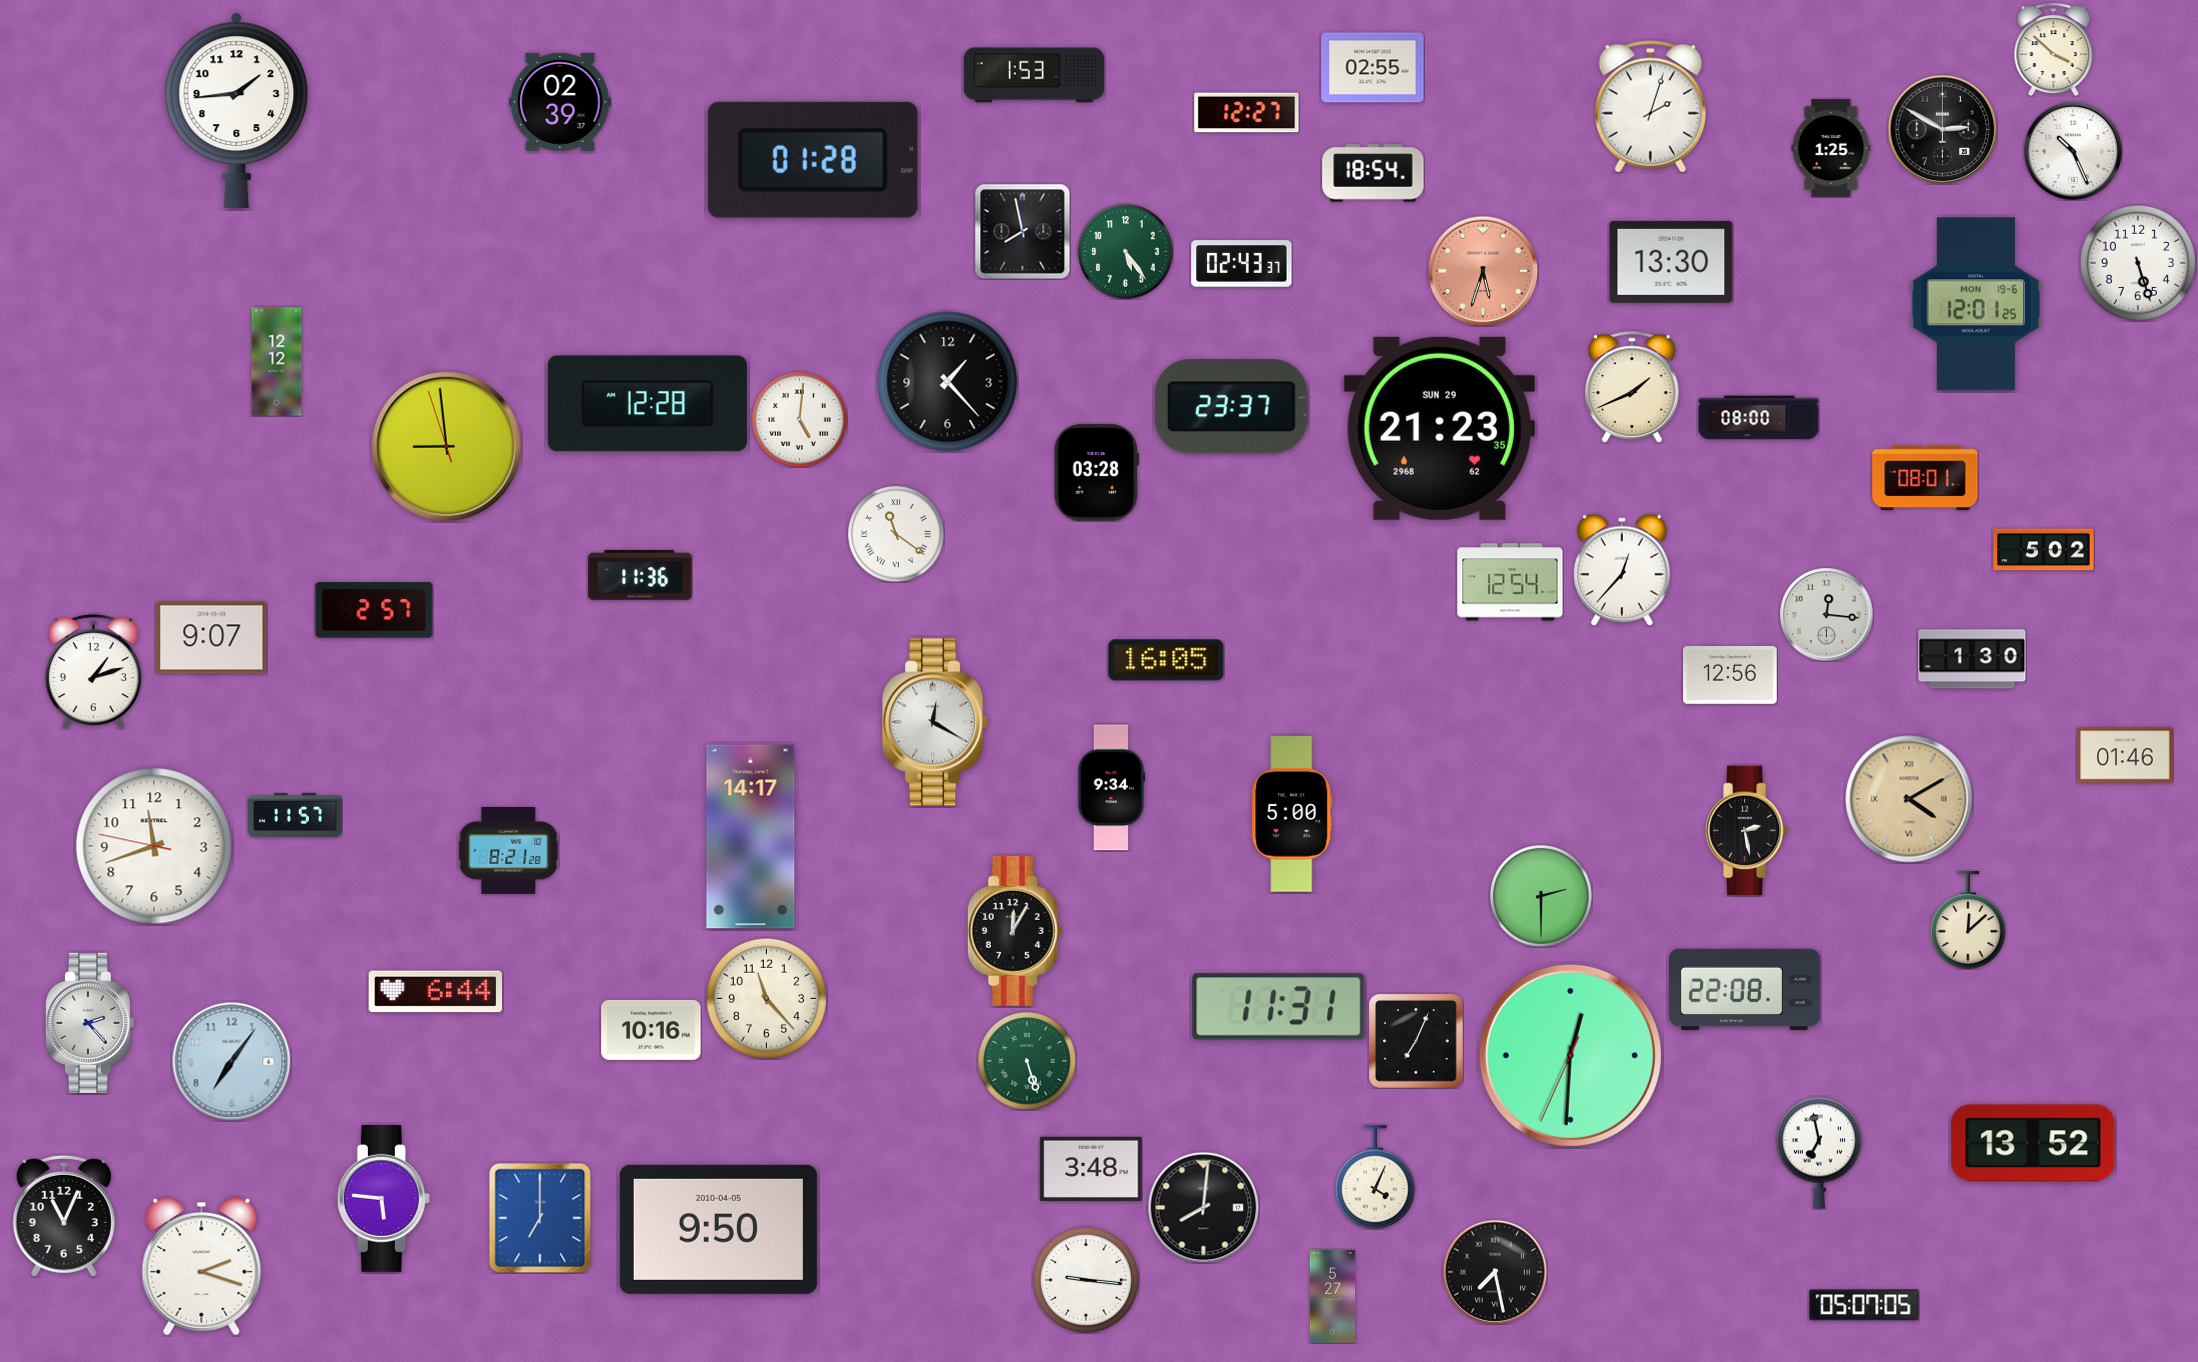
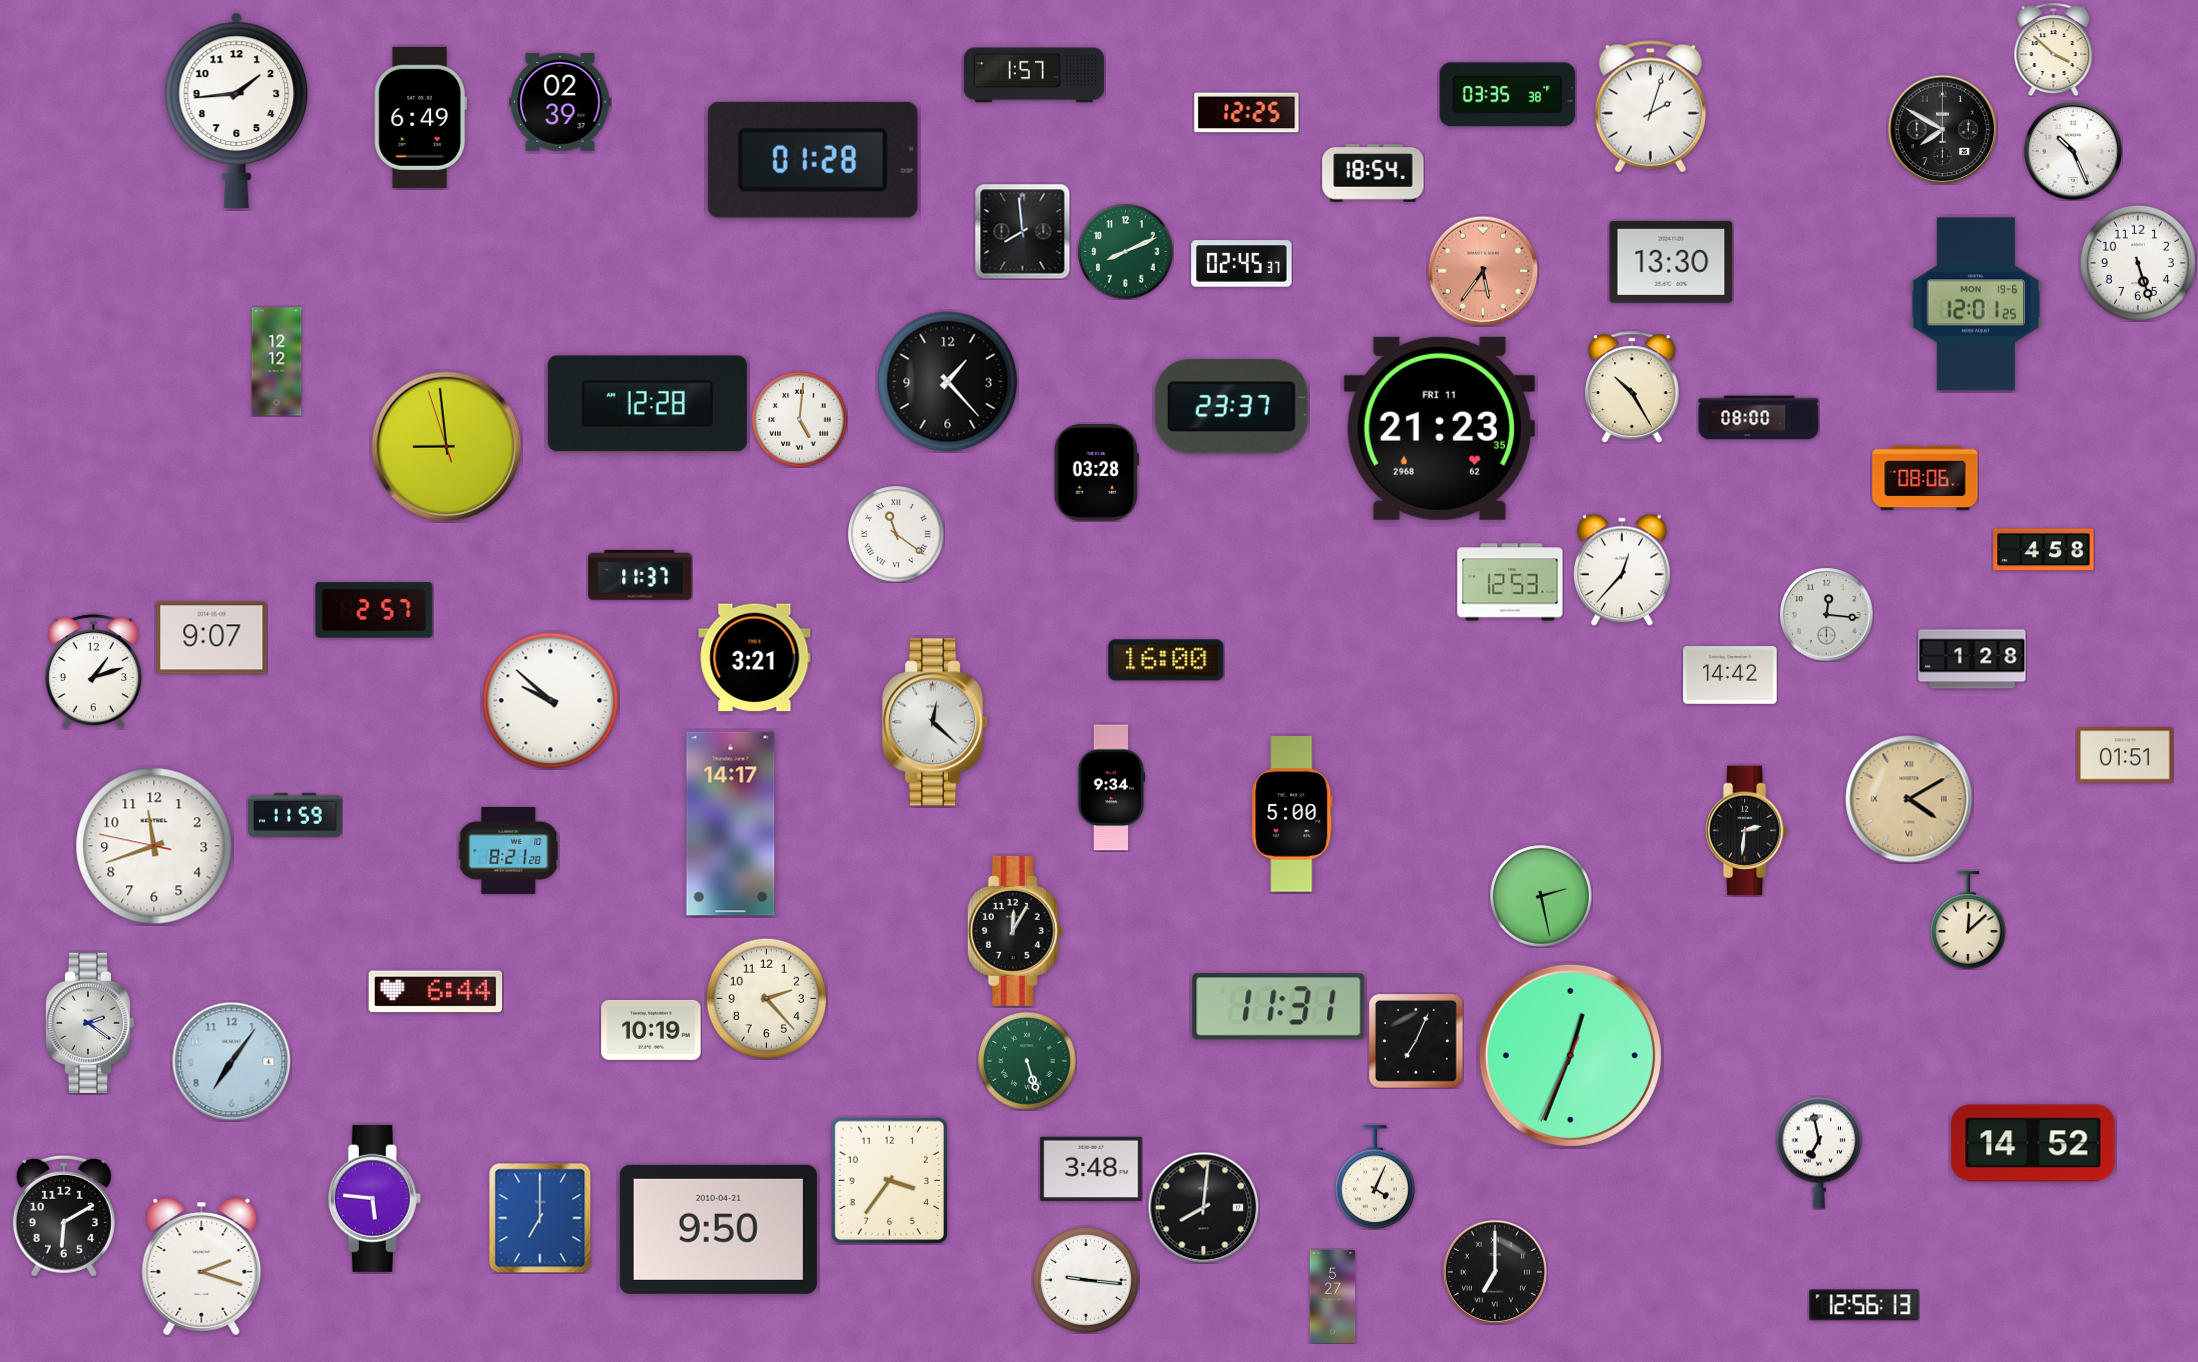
clock at (1373, 68): 02:55 -> none
clock at (1034, 75): 1:53 -> 1:57
clock at (1507, 95): none -> 03:35
clock at (1247, 113): 12:27 -> 12:25
clock at (420, 117): none -> 6:49
clock at (1942, 129): 2:50 -> 7:50
clock at (1831, 148): 1:25 -> none
clock at (1022, 231): 7:58 -> 7:59
clock at (1125, 251): 5:24 -> 8:11
clock at (1242, 264): 02:43 -> 02:45
clock at (1483, 271): 5:33 -> 5:36
clock at (1633, 387): 1:41 -> 10:25
clock at (1439, 428) date: SUN 29 -> FRI 11
clock at (1925, 478): 08:01 -> 08:06
clock at (2044, 550): 5:02 -> 4:58
clock at (640, 575): 11:36 -> 11:37
clock at (1510, 582): 12:54 -> 12:53
clock at (755, 658): none -> 3:21
clock at (1972, 659): 1:30 -> 1:28
clock at (1166, 660): 16:05 -> 16:00
clock at (1730, 676): 12:56 -> 14:42
clock at (551, 701): none -> 9:52
clock at (936, 722): 12:20 -> 12:22
clock at (2125, 755): 01:46 -> 01:51
clock at (295, 815): 11:57 -> 11:59
clock at (1746, 831): 2:28 -> 2:31
clock at (751, 837) position: (751, 837) -> (731, 824)
clock at (1542, 897): 2:30 -> 2:28
clock at (1745, 990): 22:08 -> none
clock at (766, 998): 11:23 -> 2:23
clock at (89, 1023): 2:23 -> 2:21
clock at (651, 1030): 10:16 -> 10:19
clock at (1570, 1055): 12:30 -> 12:33
clock at (2033, 1143): 13:52 -> 14:52
clock at (889, 1180): none -> 3:36
clock at (383, 1198) position: (383, 1198) -> (374, 1198)
clock at (64, 1216): 11:04 -> 6:10
clock at (718, 1229) date: 2010-04-05 -> 2010-04-21
clock at (1495, 1272): 7:28 -> 7:00
clock at (1864, 1305): 05:07 -> 12:56
